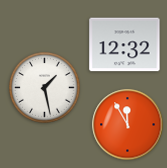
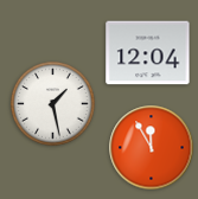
clock at (125, 45): 12:32 -> 12:04
